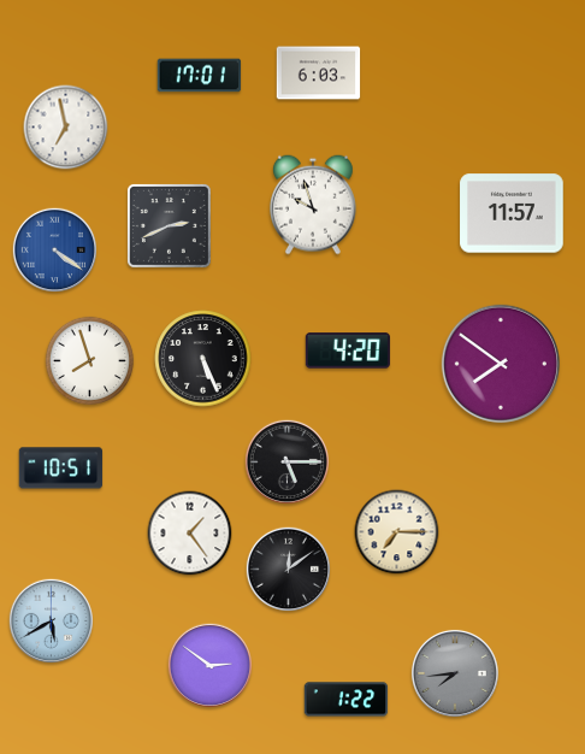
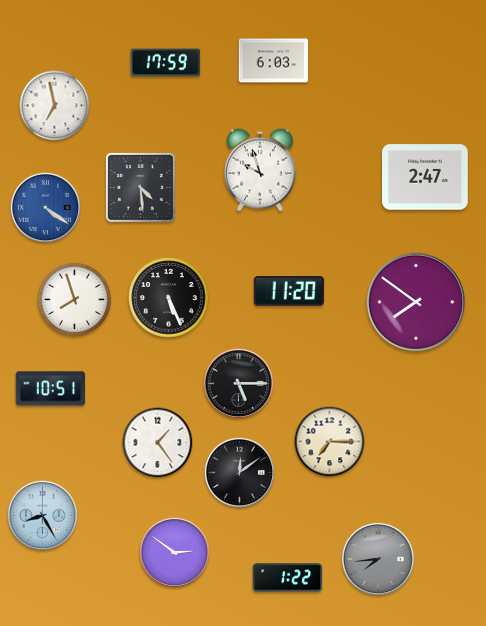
clock at (319, 73) position: (319, 73) -> (274, 61)
clock at (200, 76): 17:01 -> 17:59
clock at (512, 213): 11:57 -> 2:47
clock at (169, 225): 2:41 -> 4:29
clock at (348, 351): 4:20 -> 11:20
clock at (51, 620): 5:40 -> 8:25
clock at (347, 700) position: (347, 700) -> (288, 578)
